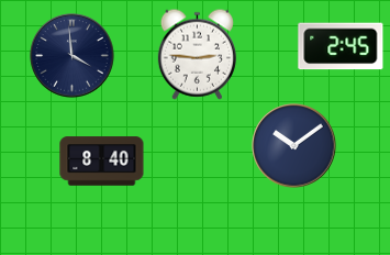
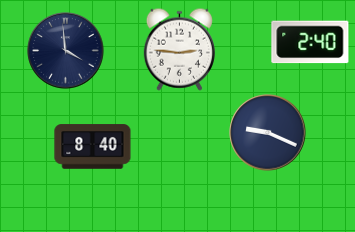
clock at (341, 46): 2:45 -> 2:40
clock at (294, 146): 10:09 -> 9:19
